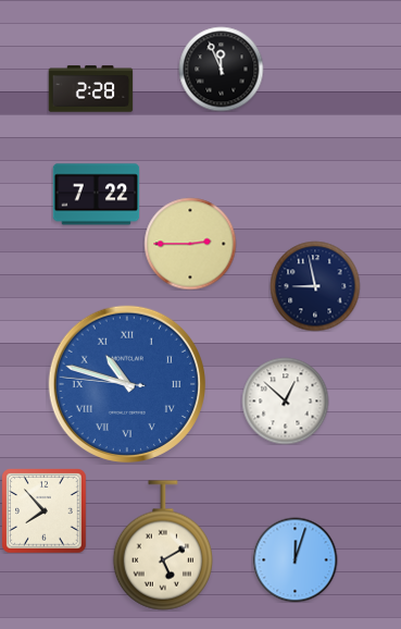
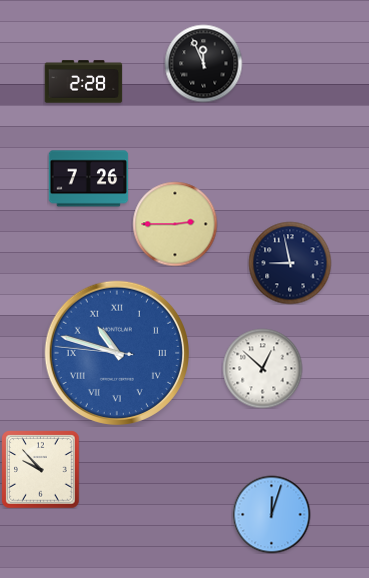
clock at (96, 195): 7:22 -> 7:26
clock at (43, 510): 7:53 -> 9:53
clock at (162, 545): 5:10 -> none
